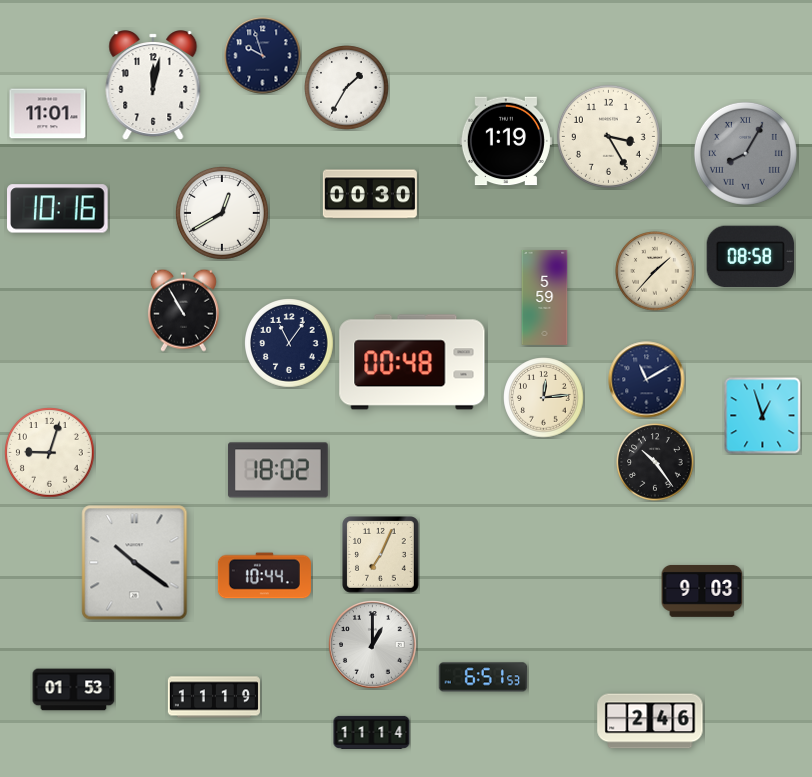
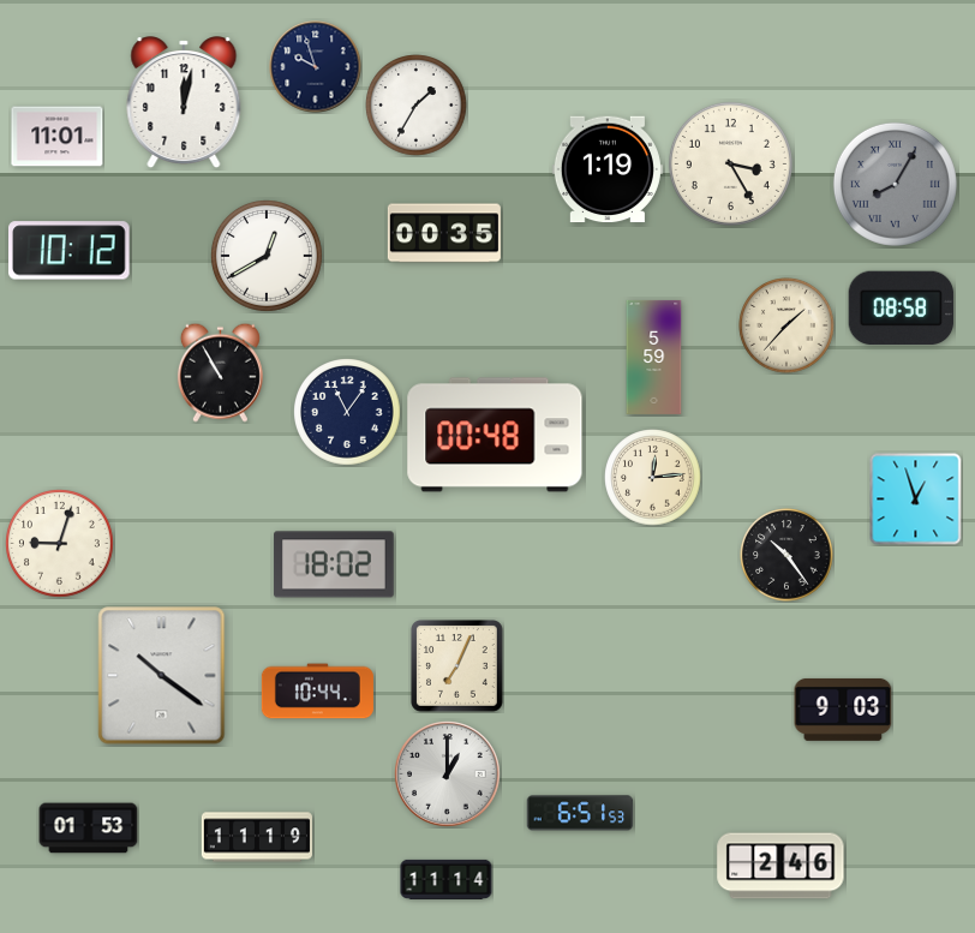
clock at (370, 194): 00:30 -> 00:35
clock at (58, 209): 10:16 -> 10:12
clock at (647, 380): 11:10 -> none
